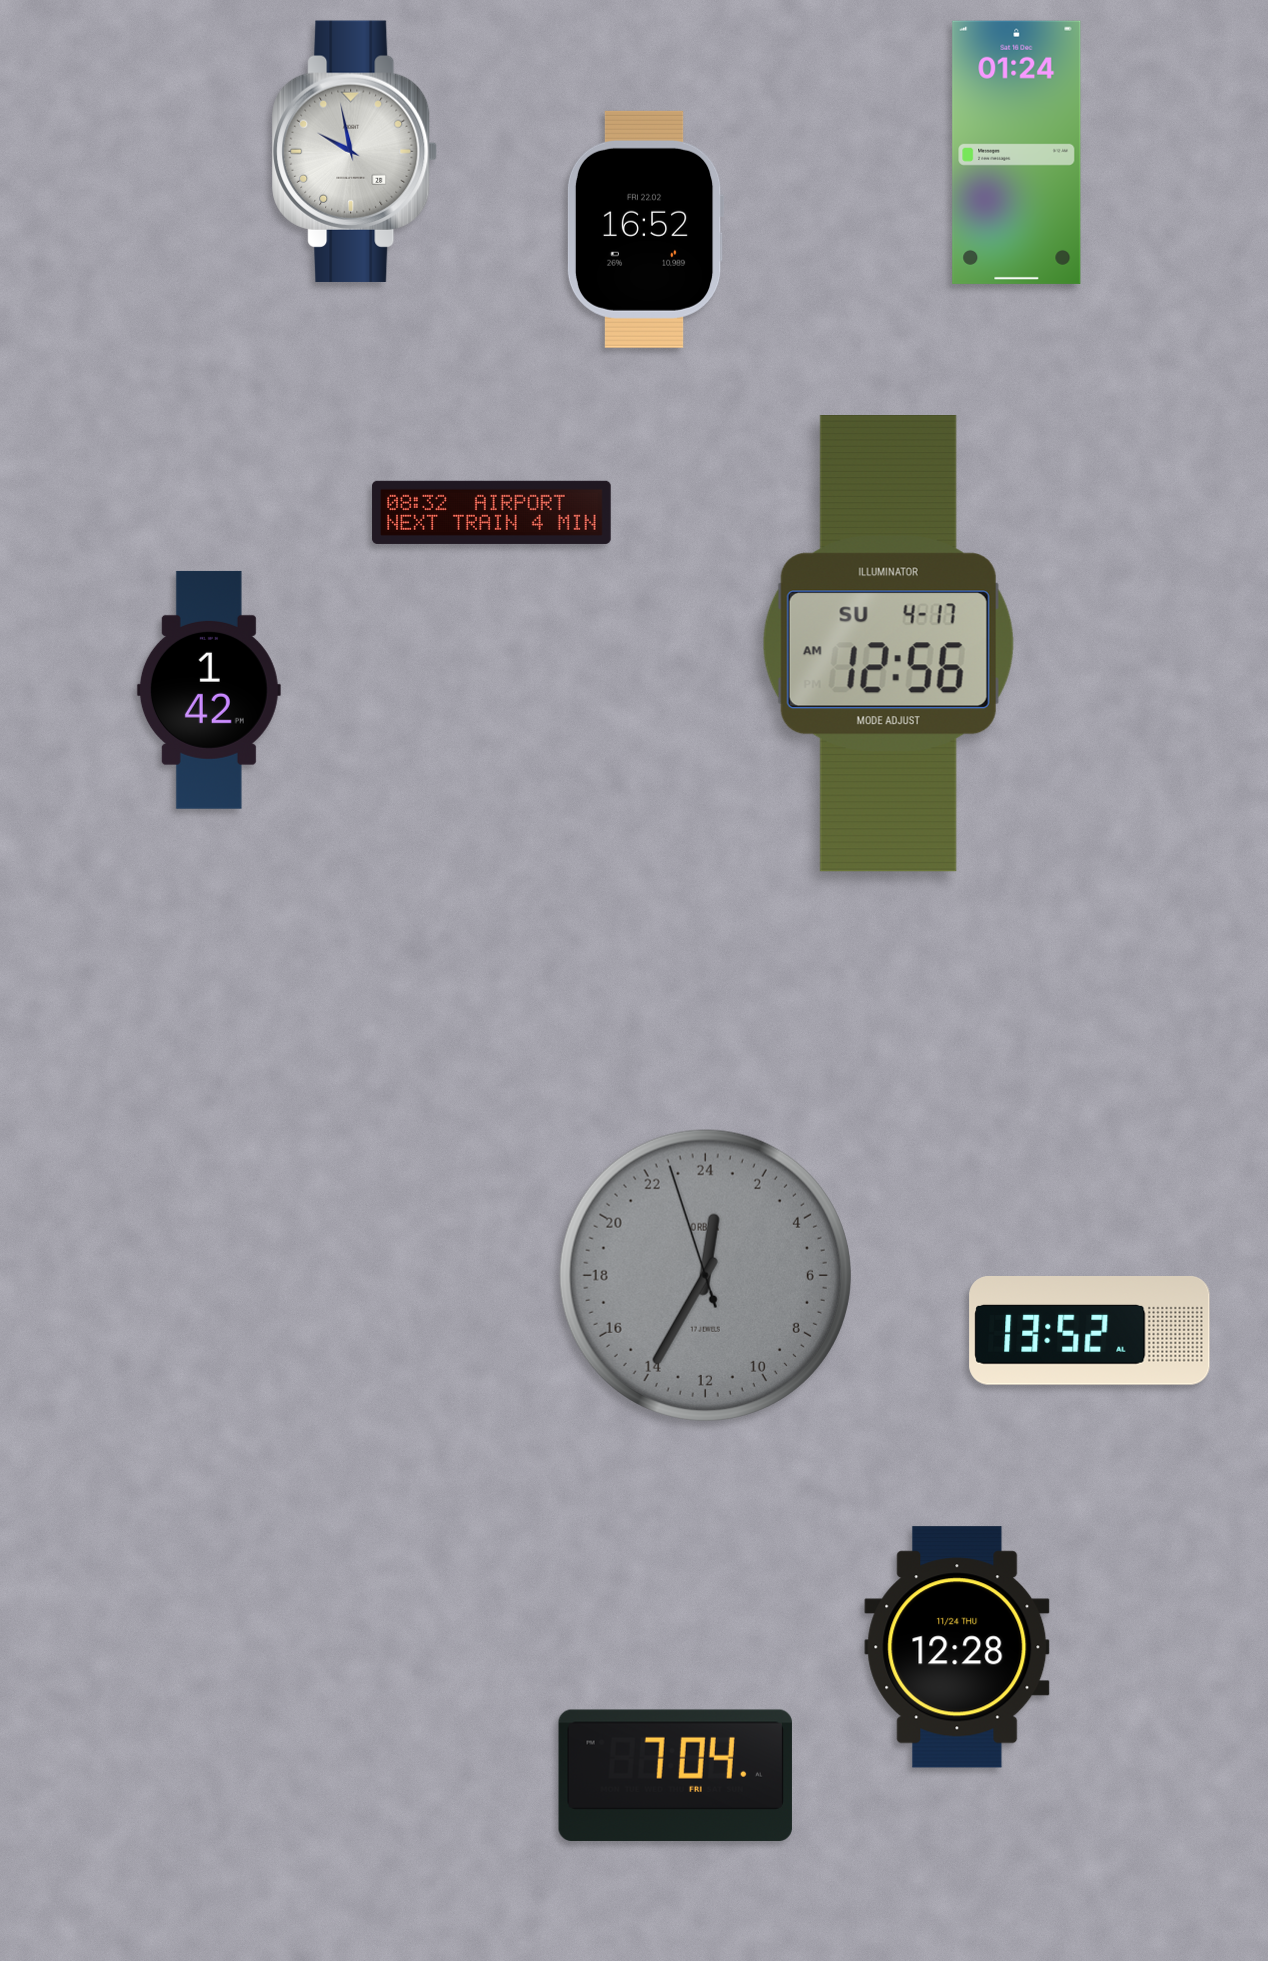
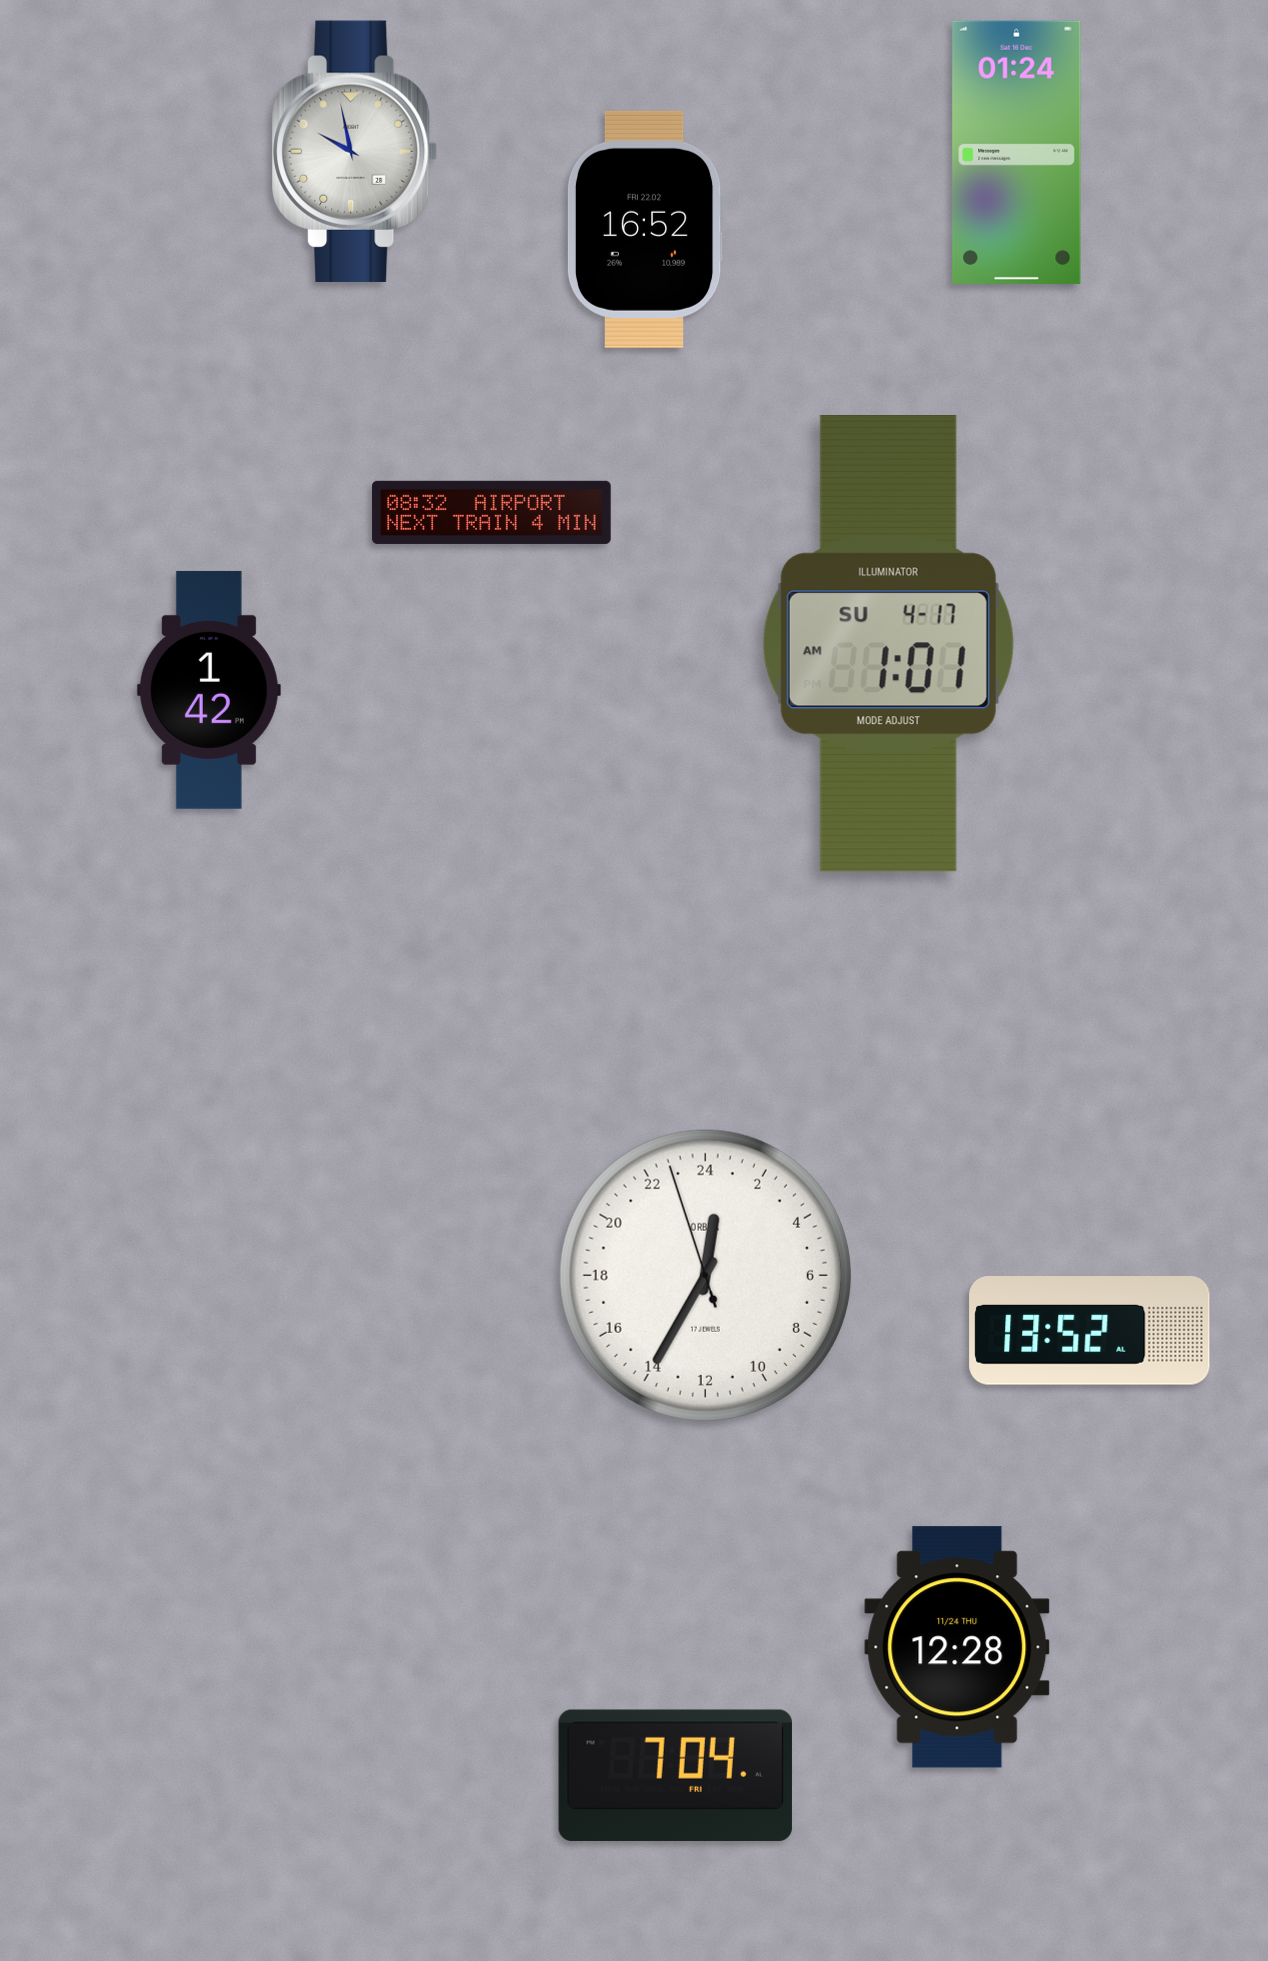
clock at (888, 644): 12:56 -> 1:01
clock at (705, 1275) dial: grey -> white
